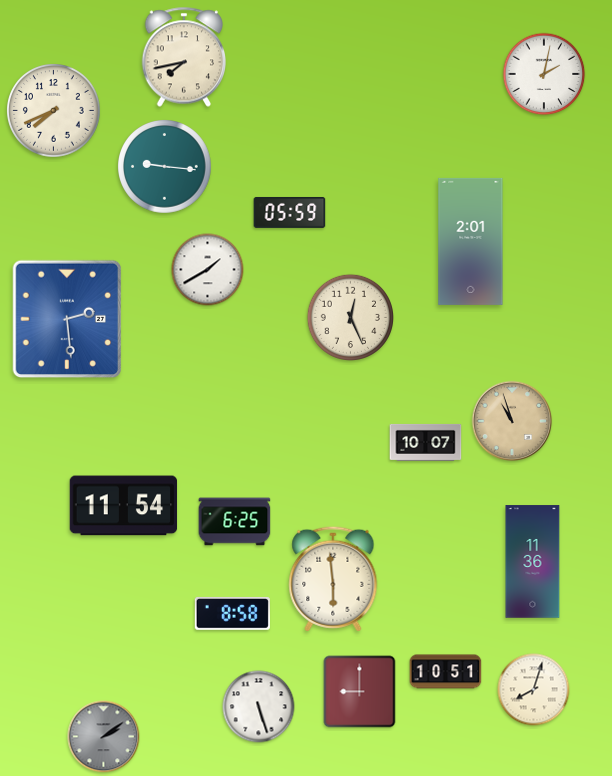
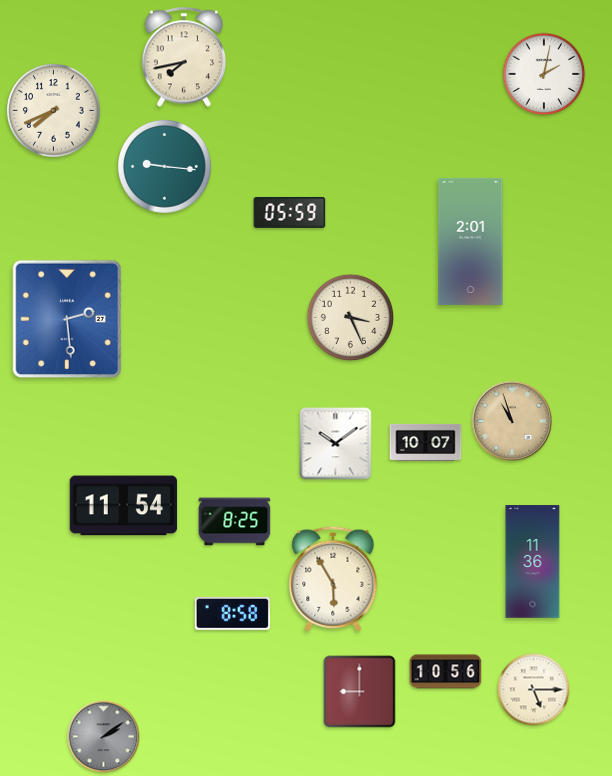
clock at (208, 270): 1:40 -> none
clock at (350, 317): 12:26 -> 3:26
clock at (336, 444): none -> 10:09
clock at (235, 522): 6:25 -> 8:25
clock at (333, 579): 5:59 -> 5:55
clock at (446, 672): 10:51 -> 10:56
clock at (534, 690): 8:03 -> 5:15
clock at (259, 707): 5:27 -> none
